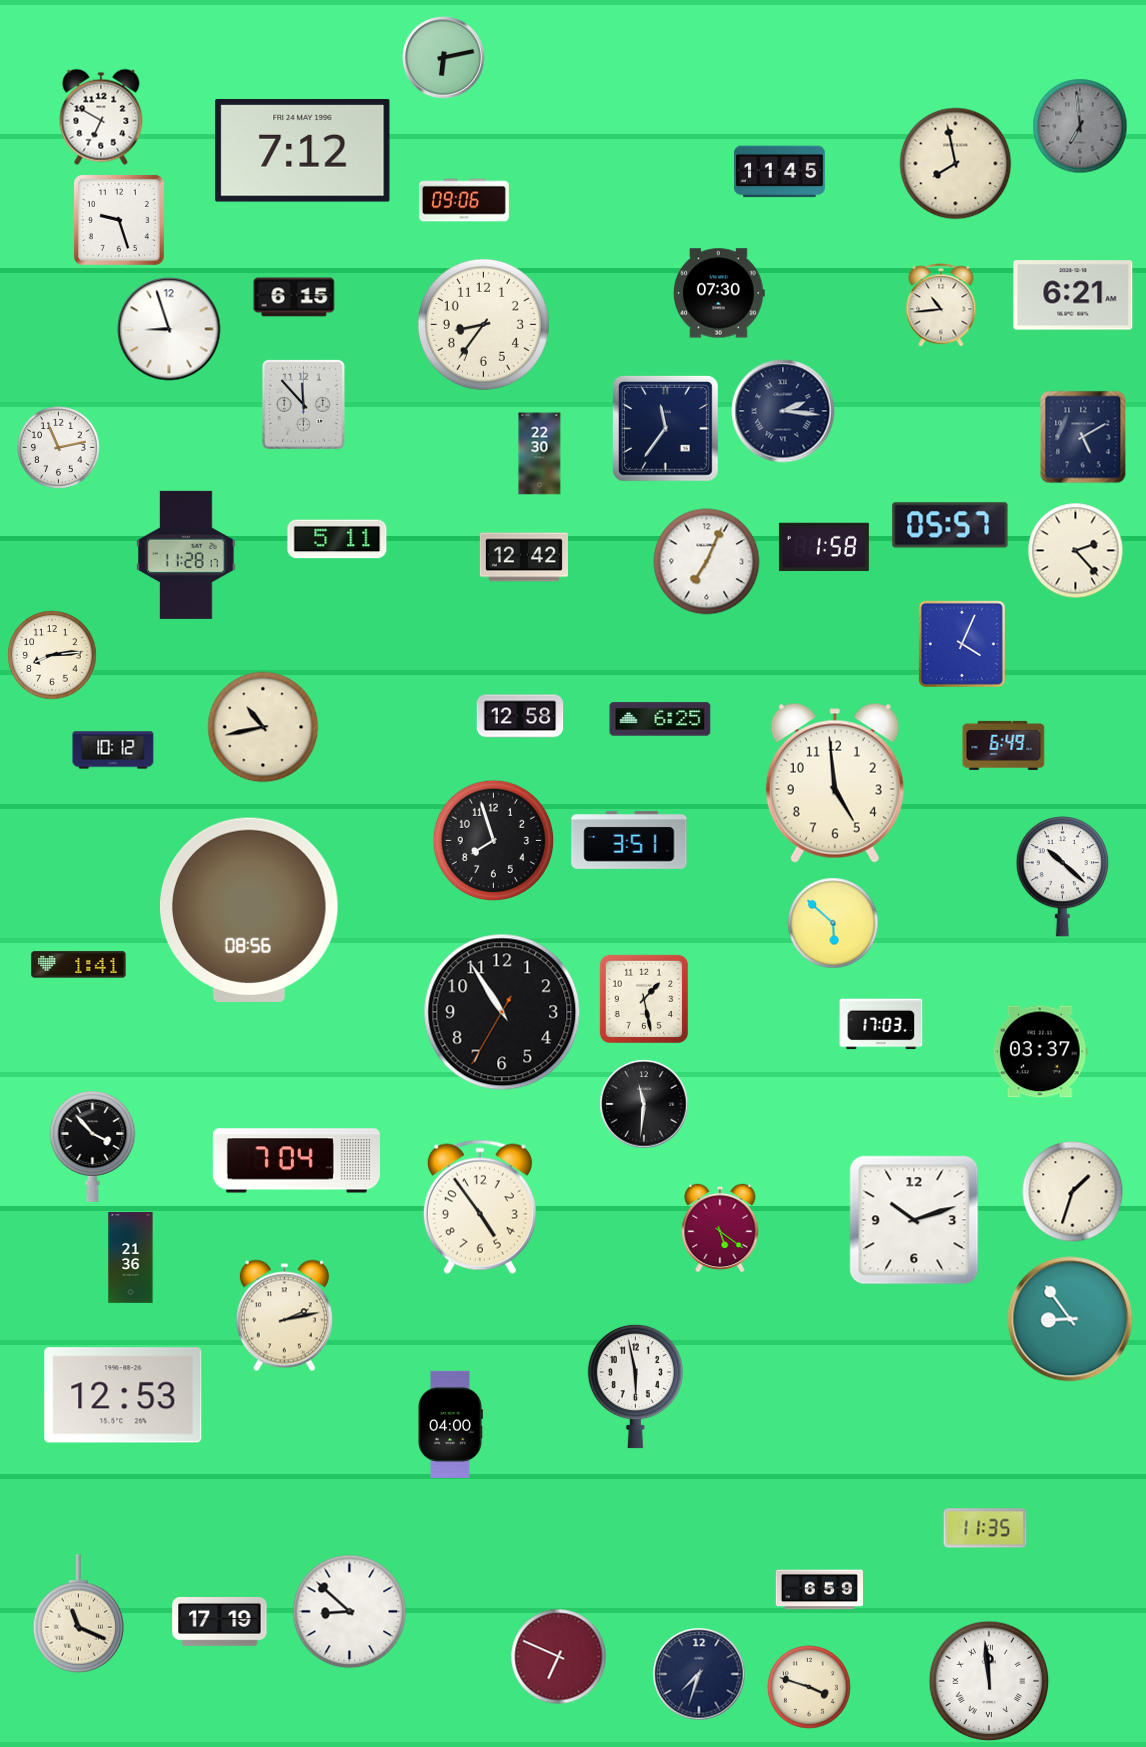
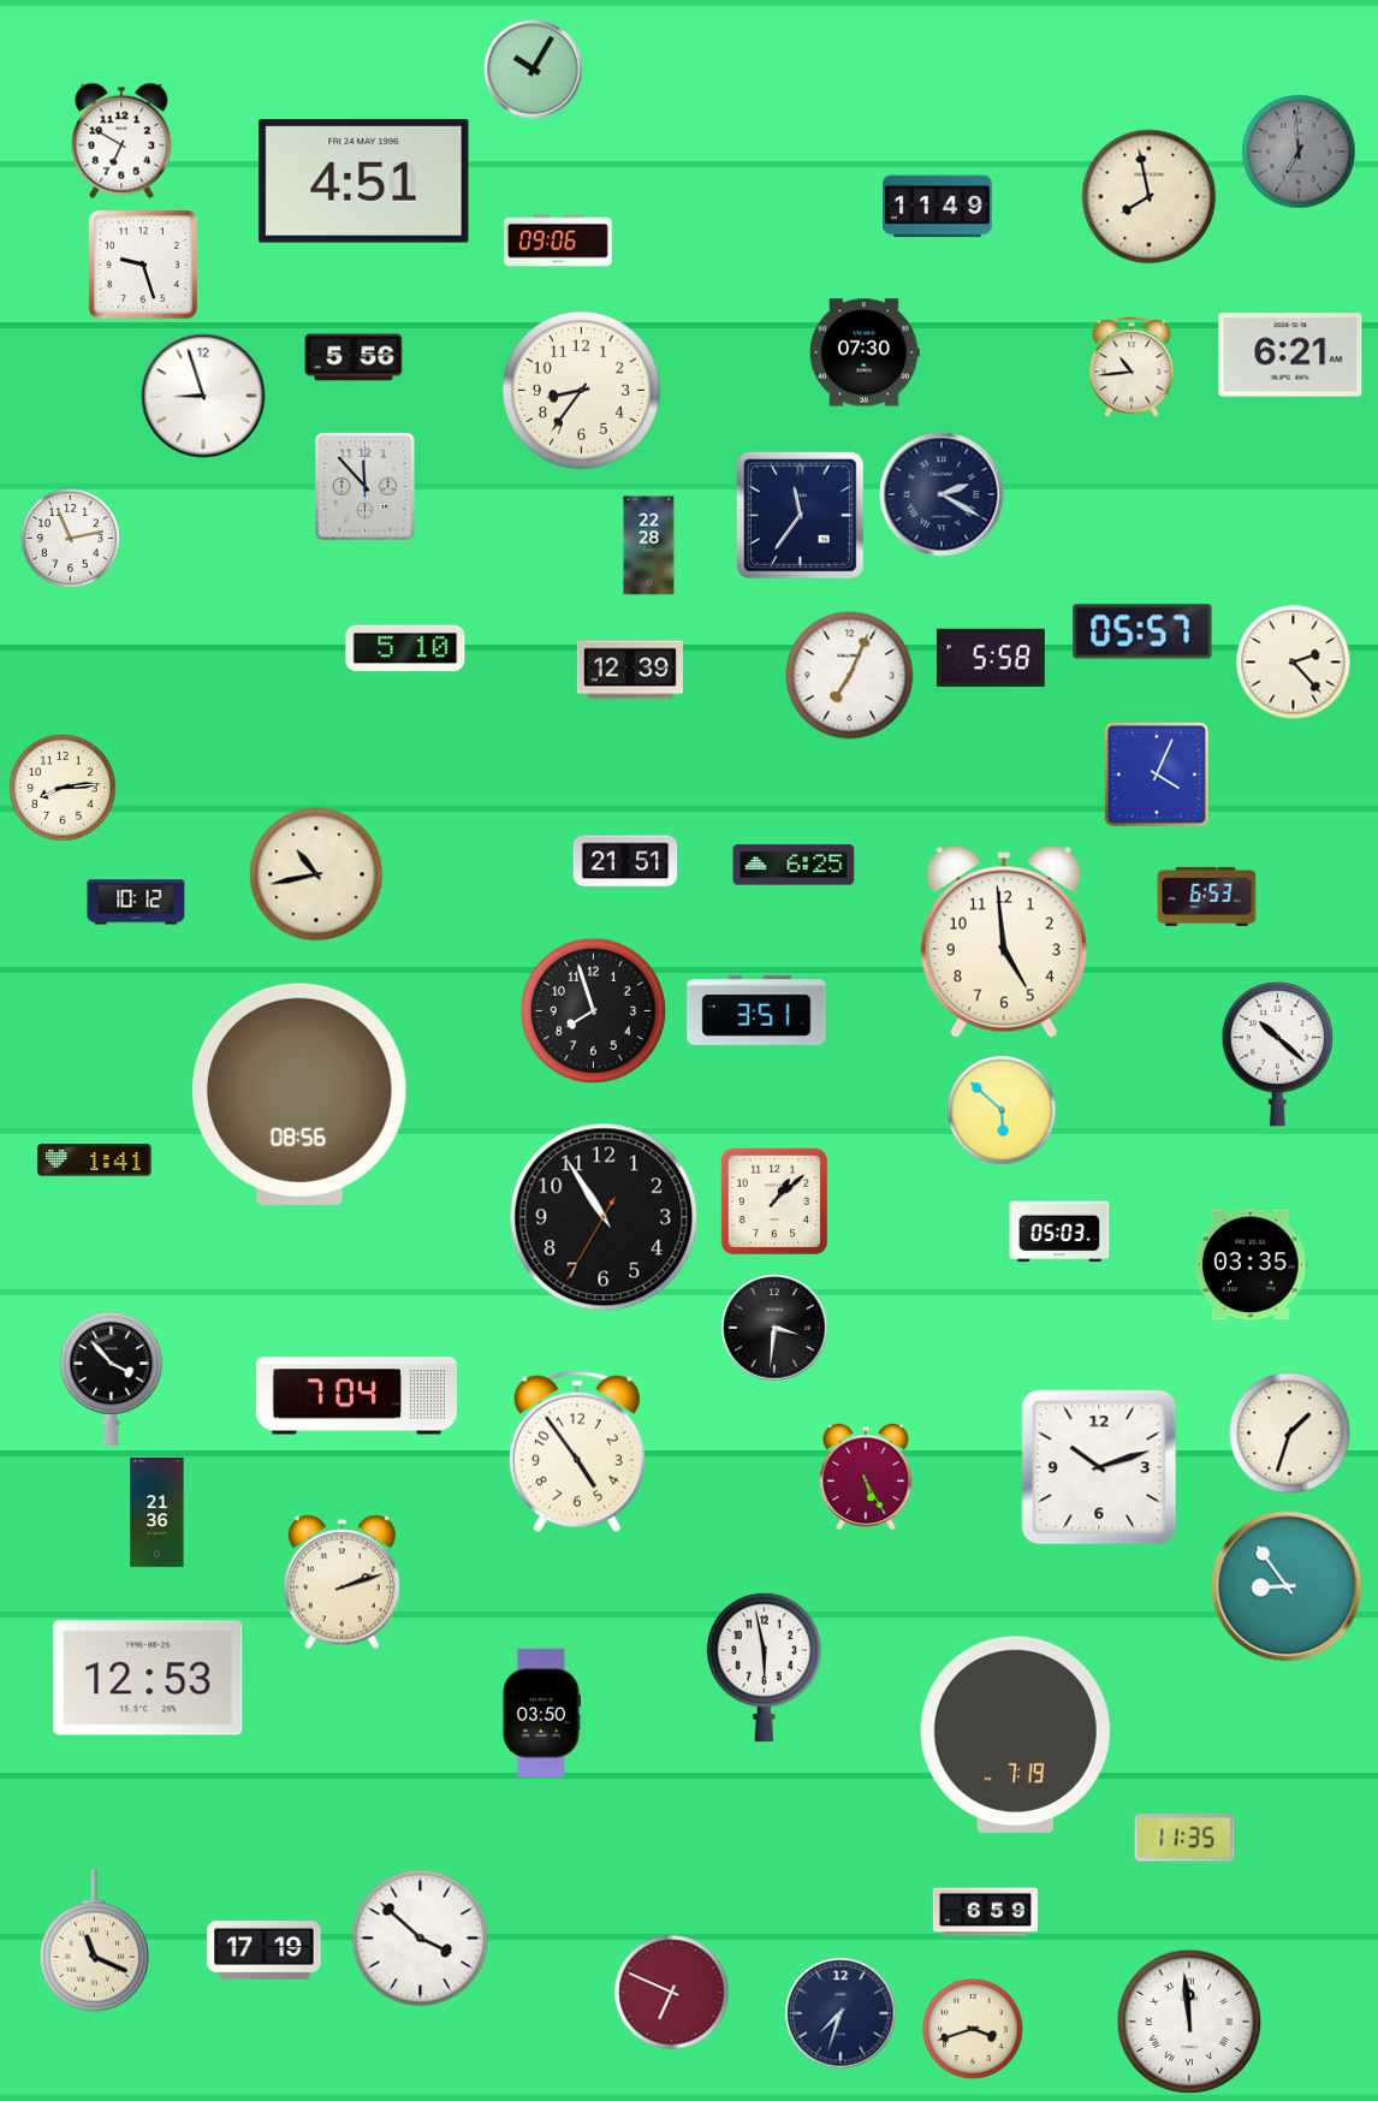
clock at (444, 58): 6:13 -> 10:05
clock at (303, 151): 7:12 -> 4:51
clock at (780, 172): 11:45 -> 11:49
clock at (294, 297): 6:15 -> 5:56
clock at (783, 411): 2:16 -> 2:20
clock at (1083, 437): 5:10 -> none
clock at (540, 454): 22:30 -> 22:28
clock at (337, 539): 5:11 -> 5:10
clock at (824, 547): 1:58 -> 5:58
clock at (186, 555): 11:28 -> none
clock at (524, 557): 12:42 -> 12:39
clock at (520, 716): 12:58 -> 21:51
clock at (1004, 745): 6:49 -> 6:53
clock at (644, 999): 1:28 -> 1:08
clock at (881, 1024): 17:03 -> 05:03
clock at (1040, 1052): 03:37 -> 03:35
clock at (644, 1104): 11:31 -> 3:31
clock at (720, 1228): 5:21 -> 5:25
clock at (284, 1316): 2:13 -> 2:12
clock at (450, 1424): 04:00 -> 03:50
clock at (1015, 1734): none -> 7:19
clock at (350, 1612): 8:52 -> 3:52
clock at (809, 1687): 3:48 -> 3:42
